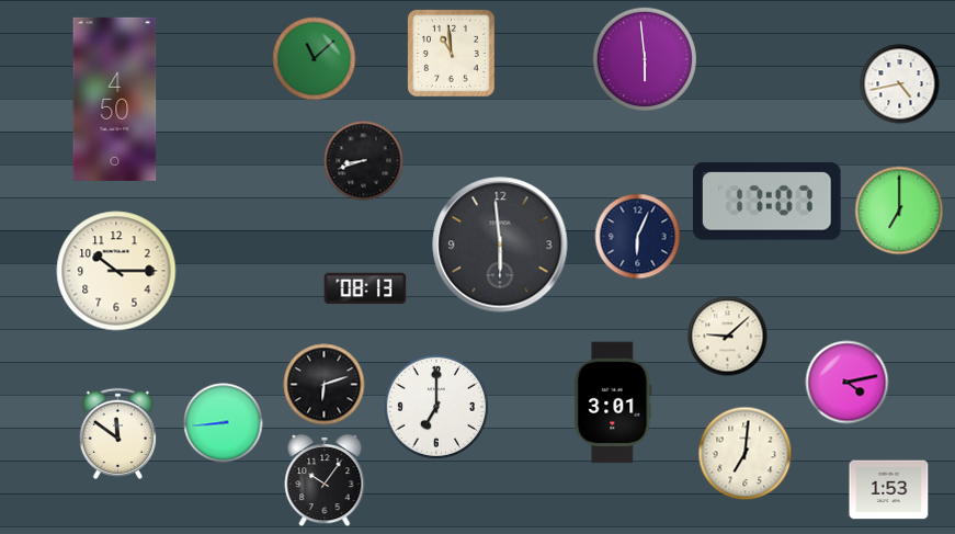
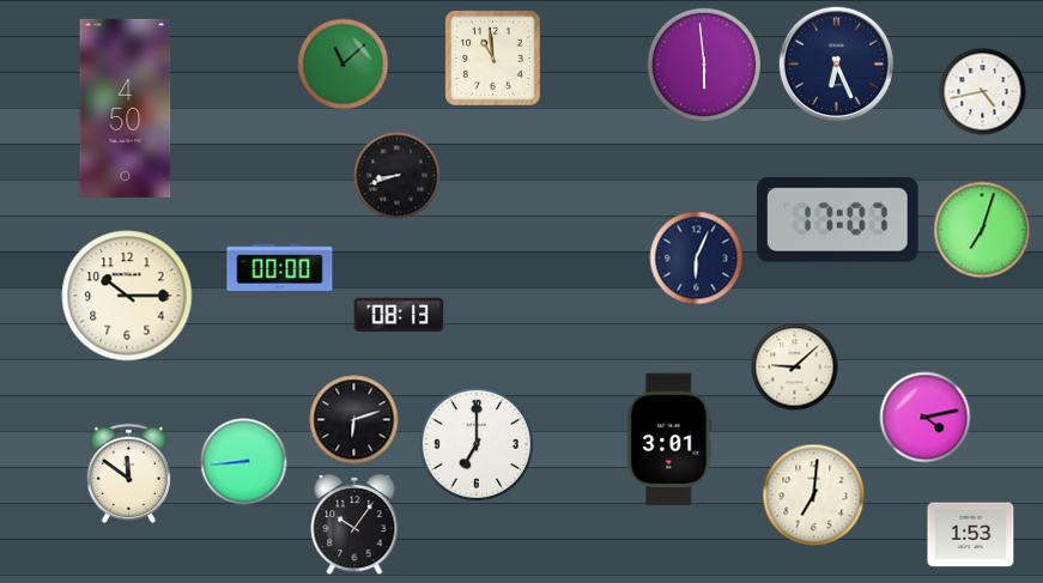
clock at (836, 63): none -> 6:26
clock at (899, 211): 7:00 -> 7:03
clock at (280, 267): none -> 00:00
clock at (500, 245): 5:59 -> none
